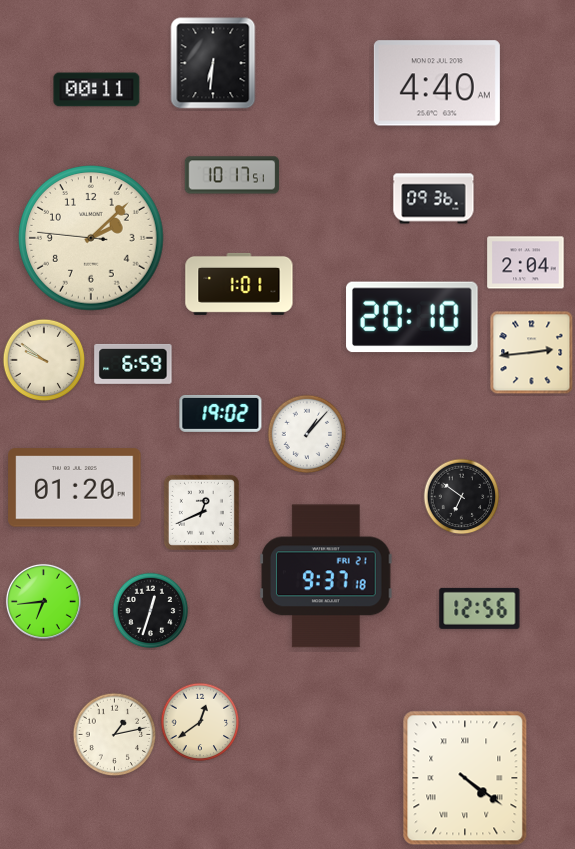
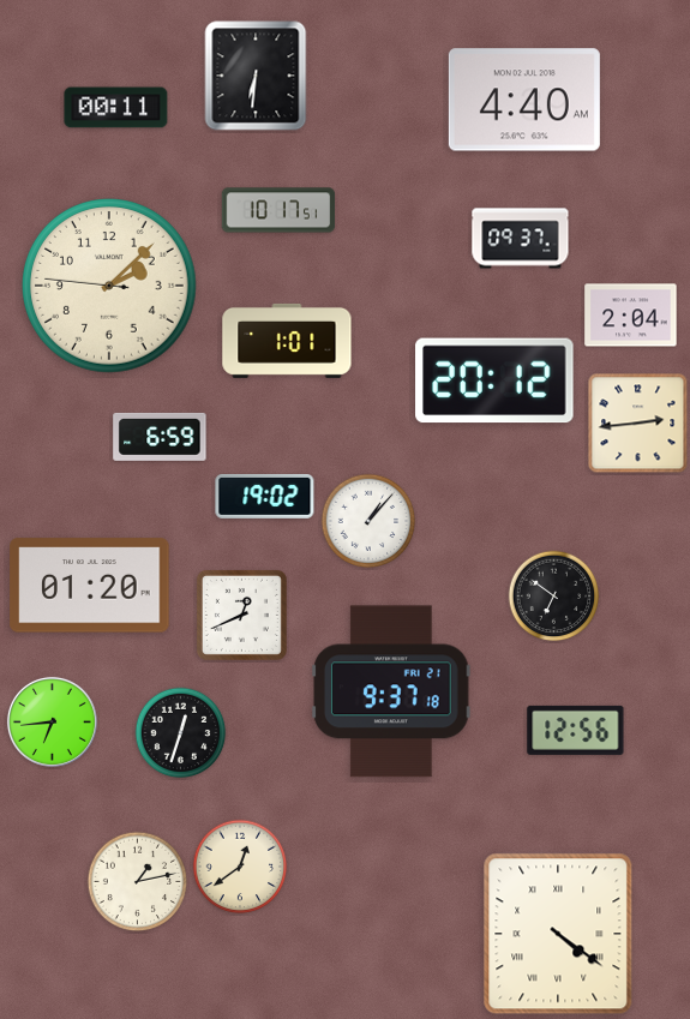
clock at (434, 199): 09:36 -> 09:37
clock at (412, 317): 20:10 -> 20:12
clock at (44, 360): 9:51 -> none
